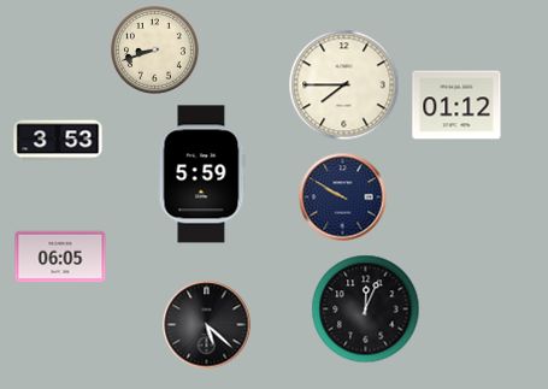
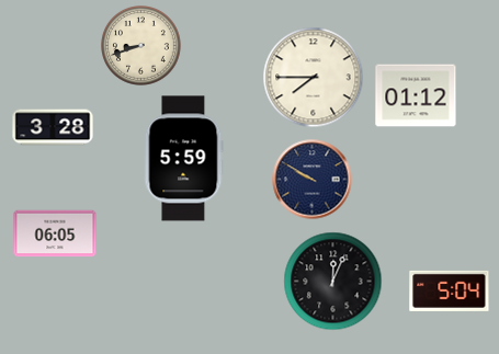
clock at (58, 140): 3:53 -> 3:28
clock at (450, 290): none -> 5:04
clock at (207, 325): 5:22 -> none
